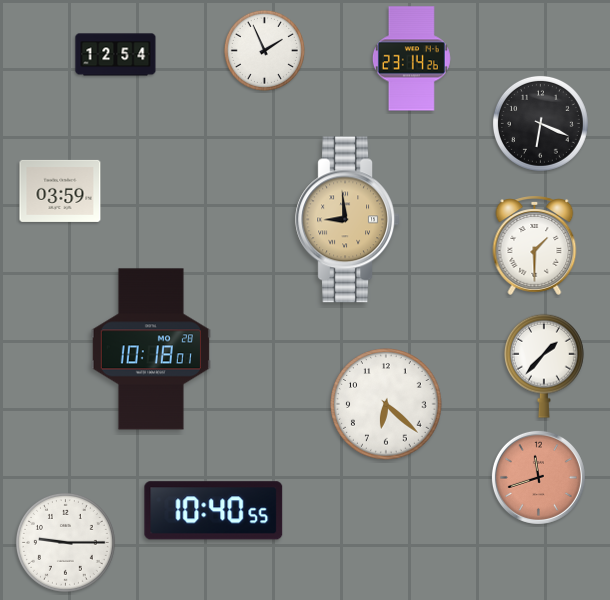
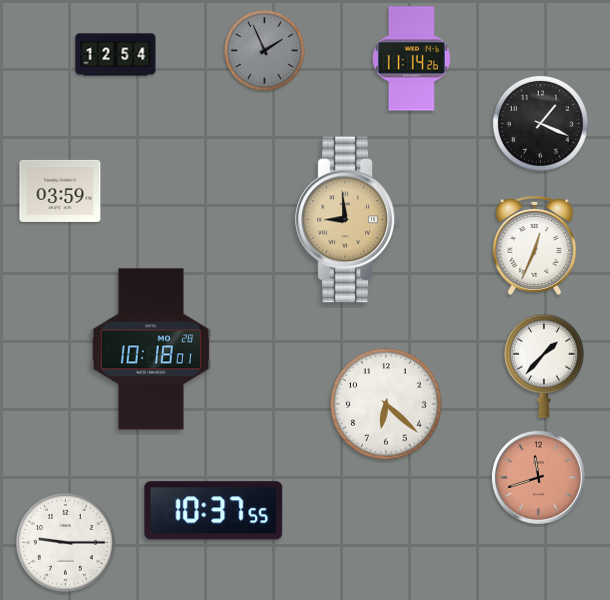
clock at (264, 50) dial: white -> grey
clock at (411, 59): 23:14 -> 11:14
clock at (540, 123): 6:19 -> 1:19
clock at (535, 245): 1:30 -> 12:34
clock at (214, 511): 10:40 -> 10:37
